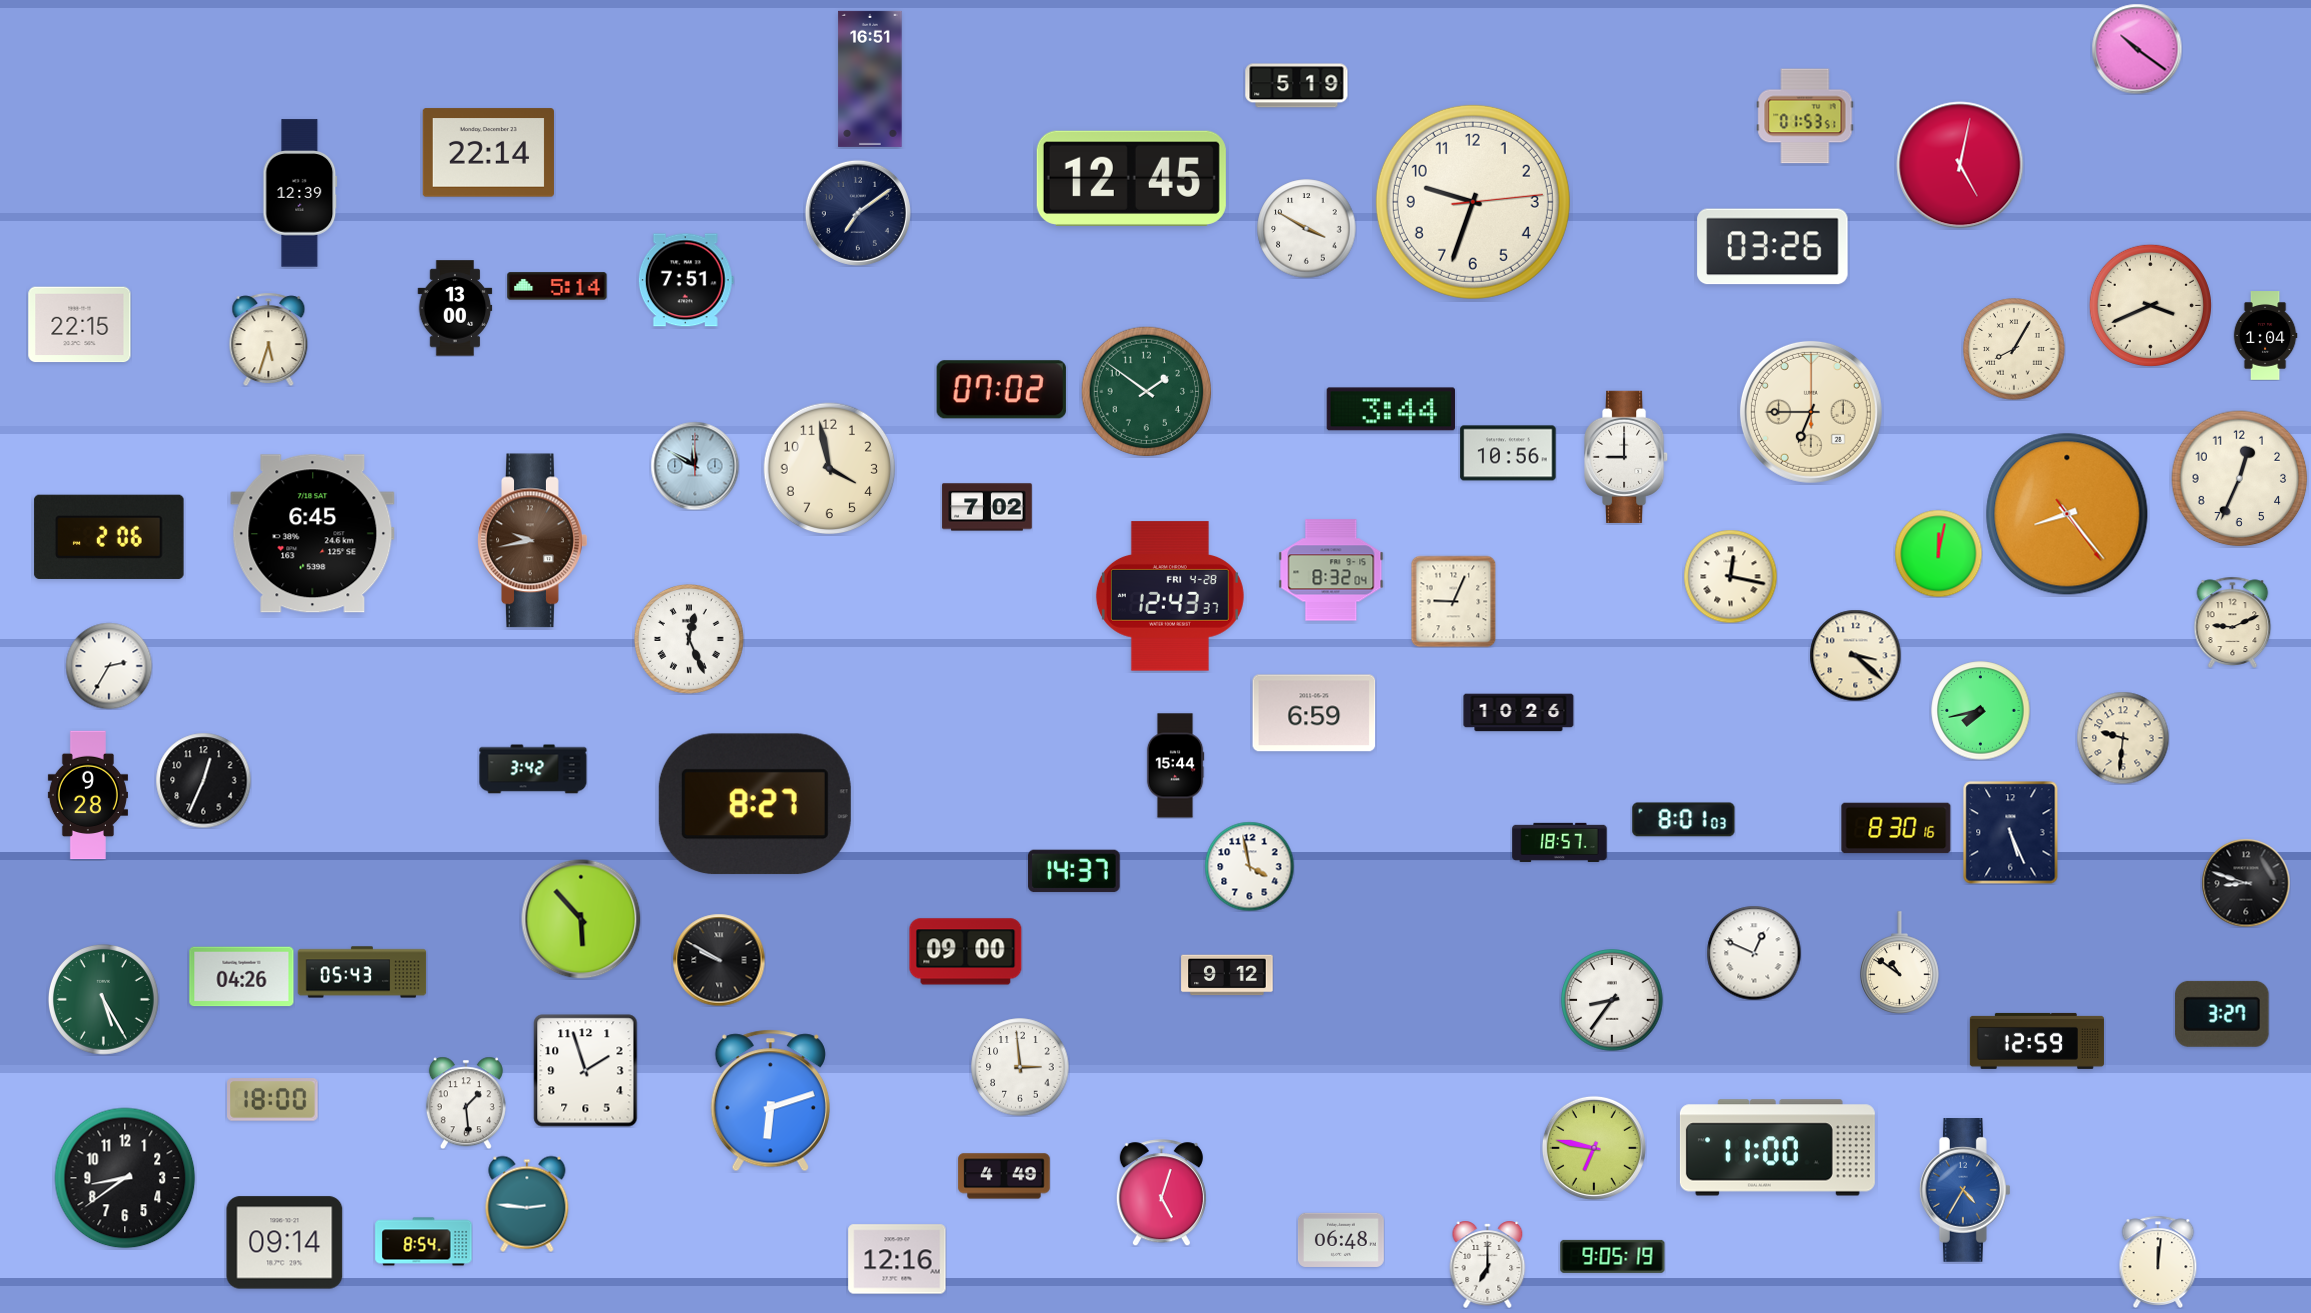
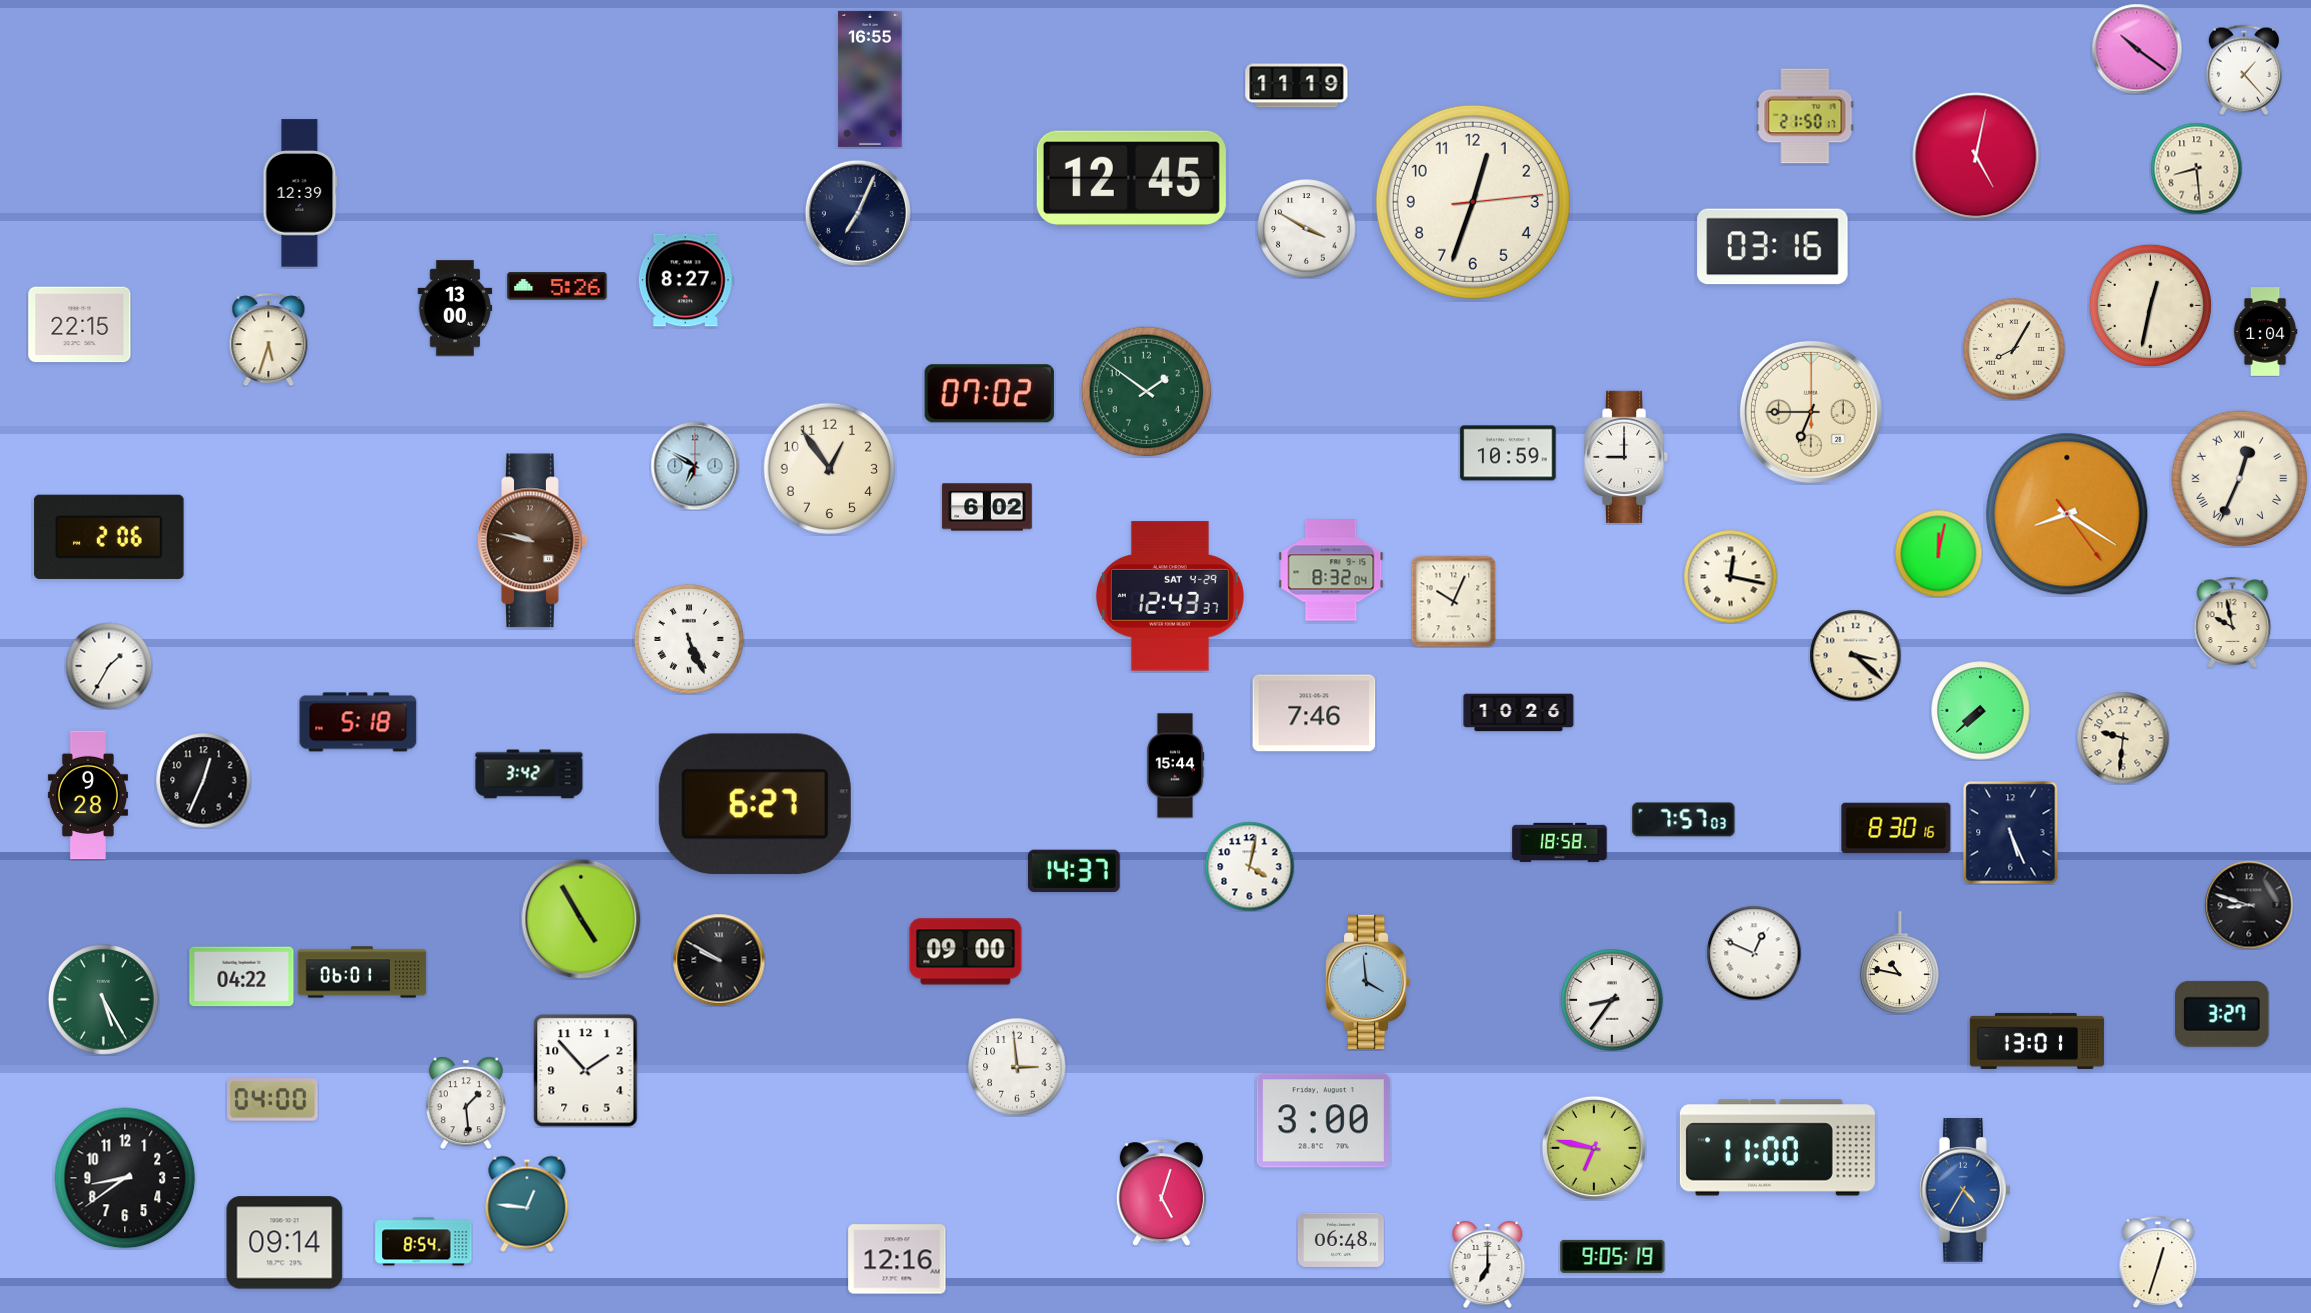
clock at (2244, 70): none -> 1:23
clock at (870, 79): 16:51 -> 16:55
clock at (1297, 86): 5:19 -> 11:19
clock at (1805, 116): 01:53 -> 21:50
clock at (488, 153): 22:14 -> none
clock at (1960, 165) position: (1960, 165) -> (1976, 156)
clock at (2196, 168): none -> 8:29
clock at (1473, 202): 9:33 -> 12:33
clock at (858, 213): 7:09 -> 7:04
clock at (1773, 247): 03:26 -> 03:16
clock at (686, 280): 7:51 -> 8:27
clock at (557, 286): 5:14 -> 5:26
clock at (2150, 305): 3:41 -> 12:32
clock at (2265, 336) position: (2265, 336) -> (2265, 332)
clock at (1001, 390) position: (1001, 390) -> (989, 394)
clock at (1390, 409): 3:44 -> none
clock at (1508, 453): 10:56 -> 10:59
clock at (695, 466): 11:50 -> 6:50
clock at (830, 469): 3:58 -> 12:54
clock at (2240, 479) numerals: Arabic -> Roman
clock at (987, 507): 7:02 -> 6:02
clock at (2067, 514): 8:23 -> 8:20
clock at (313, 534): 6:45 -> none
clock at (533, 541): 9:43 -> 9:47
clock at (1170, 596) date: FRI 4-28 -> SAT 4-29
clock at (1454, 601): 9:04 -> 10:04
clock at (2233, 622): 9:11 -> 9:58
clock at (689, 639): 12:26 -> 5:26
clock at (109, 666): 2:35 -> 1:35
clock at (1981, 711): 7:43 -> 7:38
clock at (1314, 713): 6:59 -> 7:46
clock at (358, 722): none -> 5:18
clock at (533, 769) position: (533, 769) -> (529, 774)
clock at (755, 804): 8:27 -> 6:27
clock at (1684, 820): 8:01 -> 7:57
clock at (1560, 842): 18:57 -> 18:58
clock at (1249, 866): 3:58 -> 4:02
clock at (2246, 883) position: (2246, 883) -> (2249, 905)
clock at (581, 919): 5:53 -> 4:55
clock at (1900, 963): 10:51 -> 10:47
clock at (362, 972): 05:43 -> 06:01
clock at (1227, 975): 9:12 -> none
clock at (242, 977): 04:26 -> 04:22
clock at (1369, 982): none -> 3:59
clock at (2037, 1041): 12:59 -> 13:01
clock at (1020, 1067) position: (1020, 1067) -> (1017, 1067)
clock at (586, 1071): 1:57 -> 1:53
clock at (273, 1100): 18:00 -> 04:00
clock at (770, 1101): 6:12 -> none
clock at (1323, 1121): none -> 3:00
clock at (1004, 1176): 4:49 -> none
clock at (527, 1204): 2:46 -> 12:46
clock at (2158, 1261): 12:01 -> 12:33
